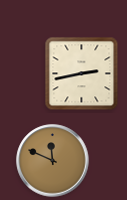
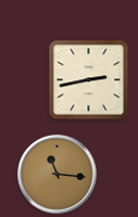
clock at (53, 161): 11:49 -> 11:16
